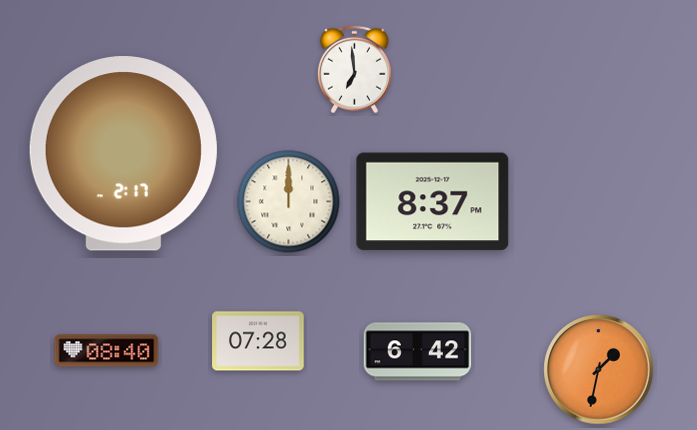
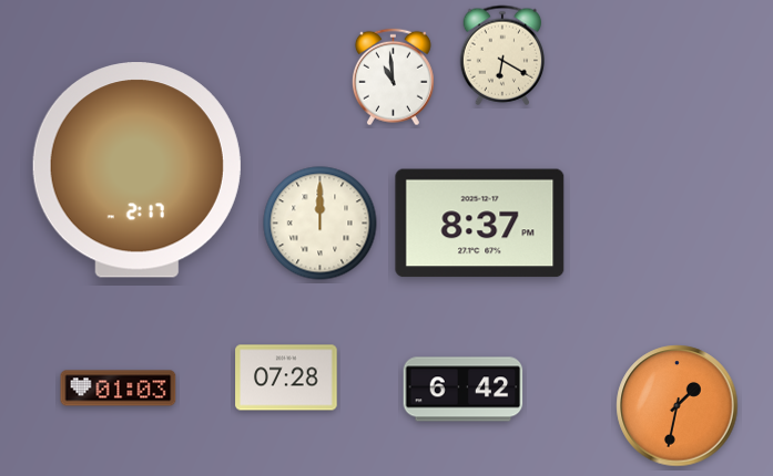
clock at (502, 55): none -> 6:20
clock at (354, 70): 6:59 -> 10:59
clock at (107, 351): 08:40 -> 01:03
clock at (599, 370) position: (599, 370) -> (678, 406)
